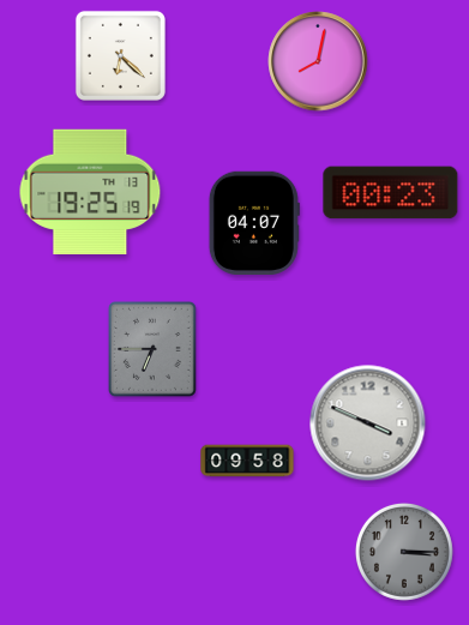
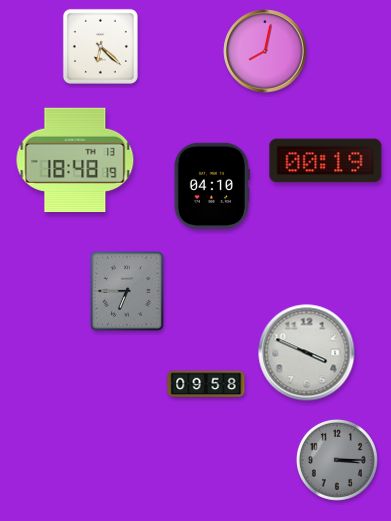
clock at (90, 191): 19:25 -> 18:48
clock at (391, 193): 00:23 -> 00:19
clock at (254, 222): 04:07 -> 04:10
